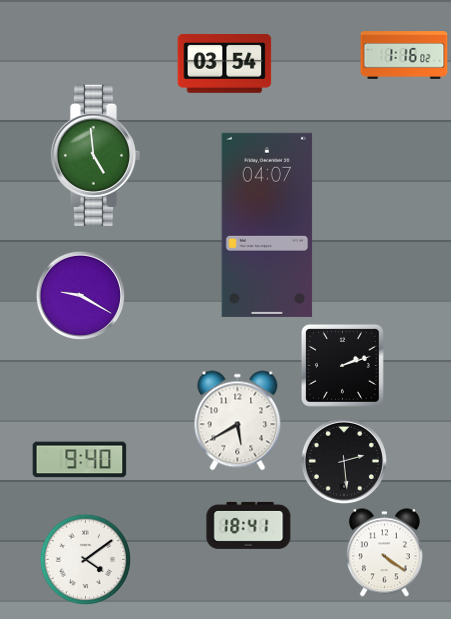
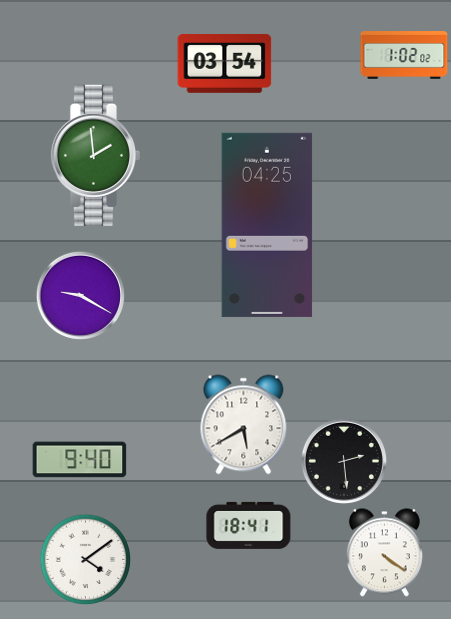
clock at (404, 55): 1:16 -> 1:02
clock at (95, 155): 4:59 -> 1:59
clock at (267, 225): 04:07 -> 04:25
clock at (342, 365): 2:12 -> none
clock at (238, 421) position: (238, 421) -> (244, 425)
